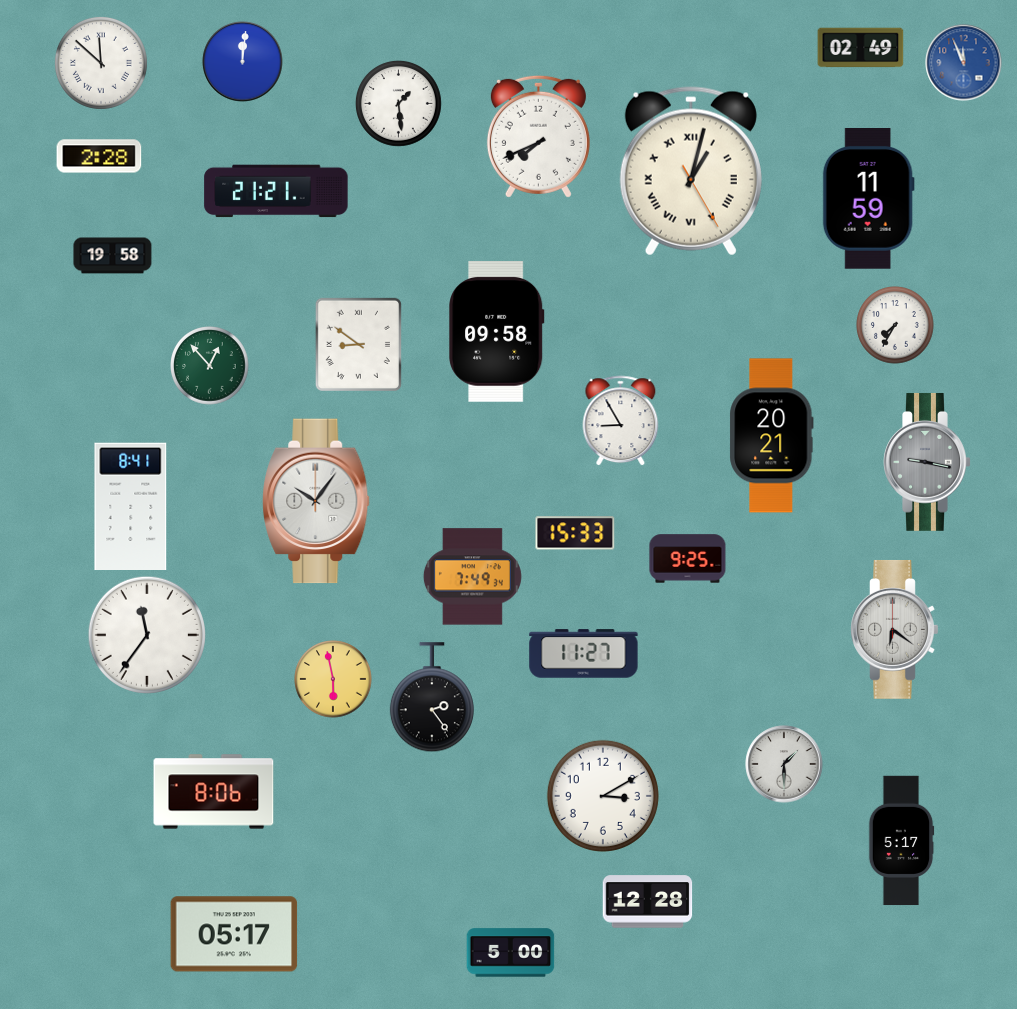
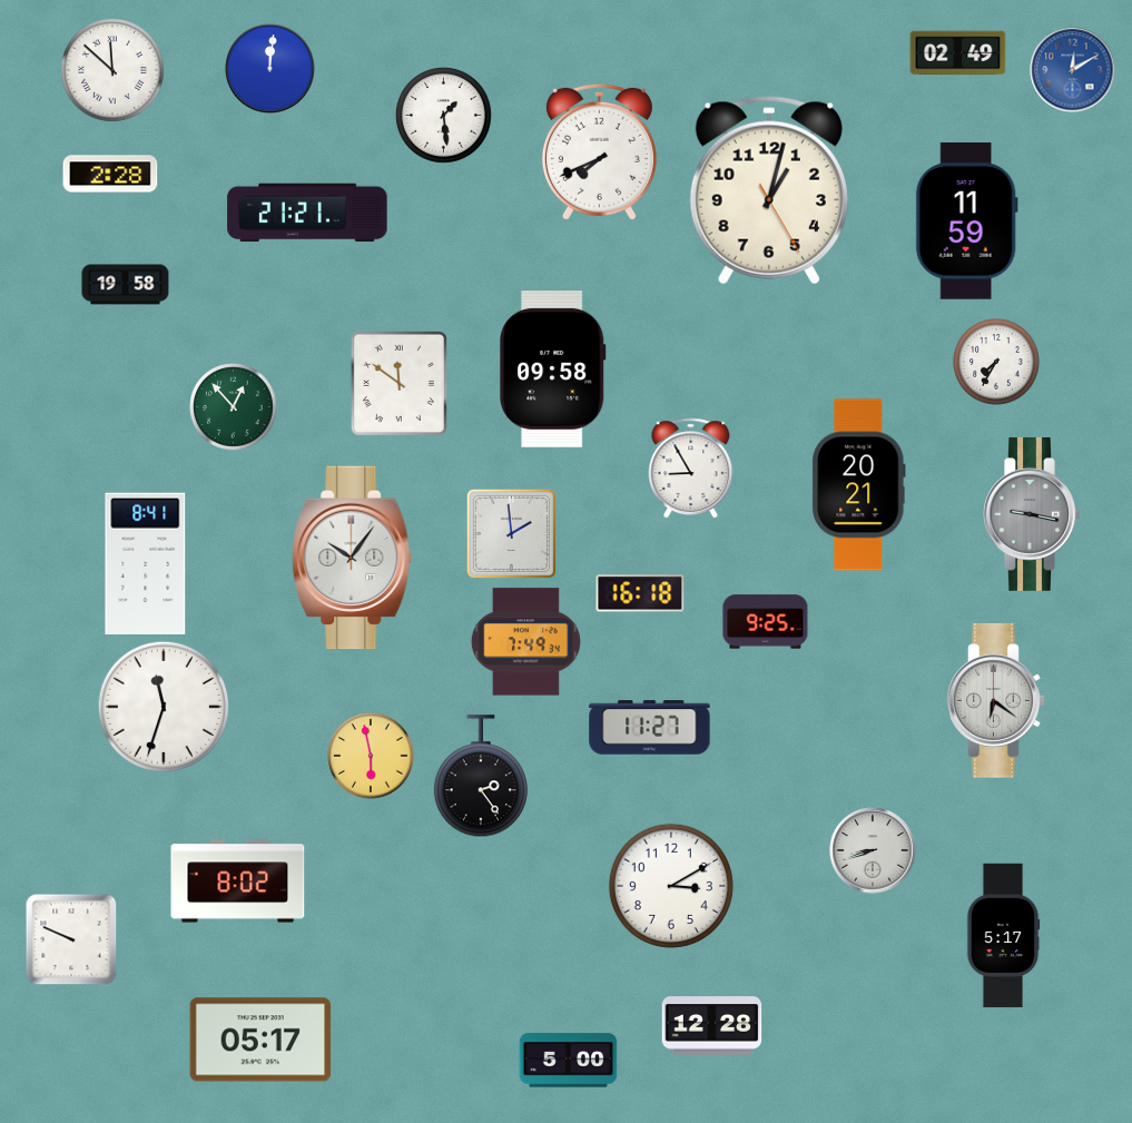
clock at (964, 63): 11:56 -> 12:10
clock at (691, 171) numerals: Roman -> Arabic
clock at (358, 344): 8:51 -> 11:51
clock at (511, 533): none -> 1:59
clock at (575, 533): 15:33 -> 16:18
clock at (147, 635): 11:36 -> 11:33
clock at (784, 764): 1:30 -> 8:42
clock at (214, 792): 8:06 -> 8:02
clock at (71, 939): none -> 9:49
clock at (648, 902) position: (648, 902) -> (712, 1026)
